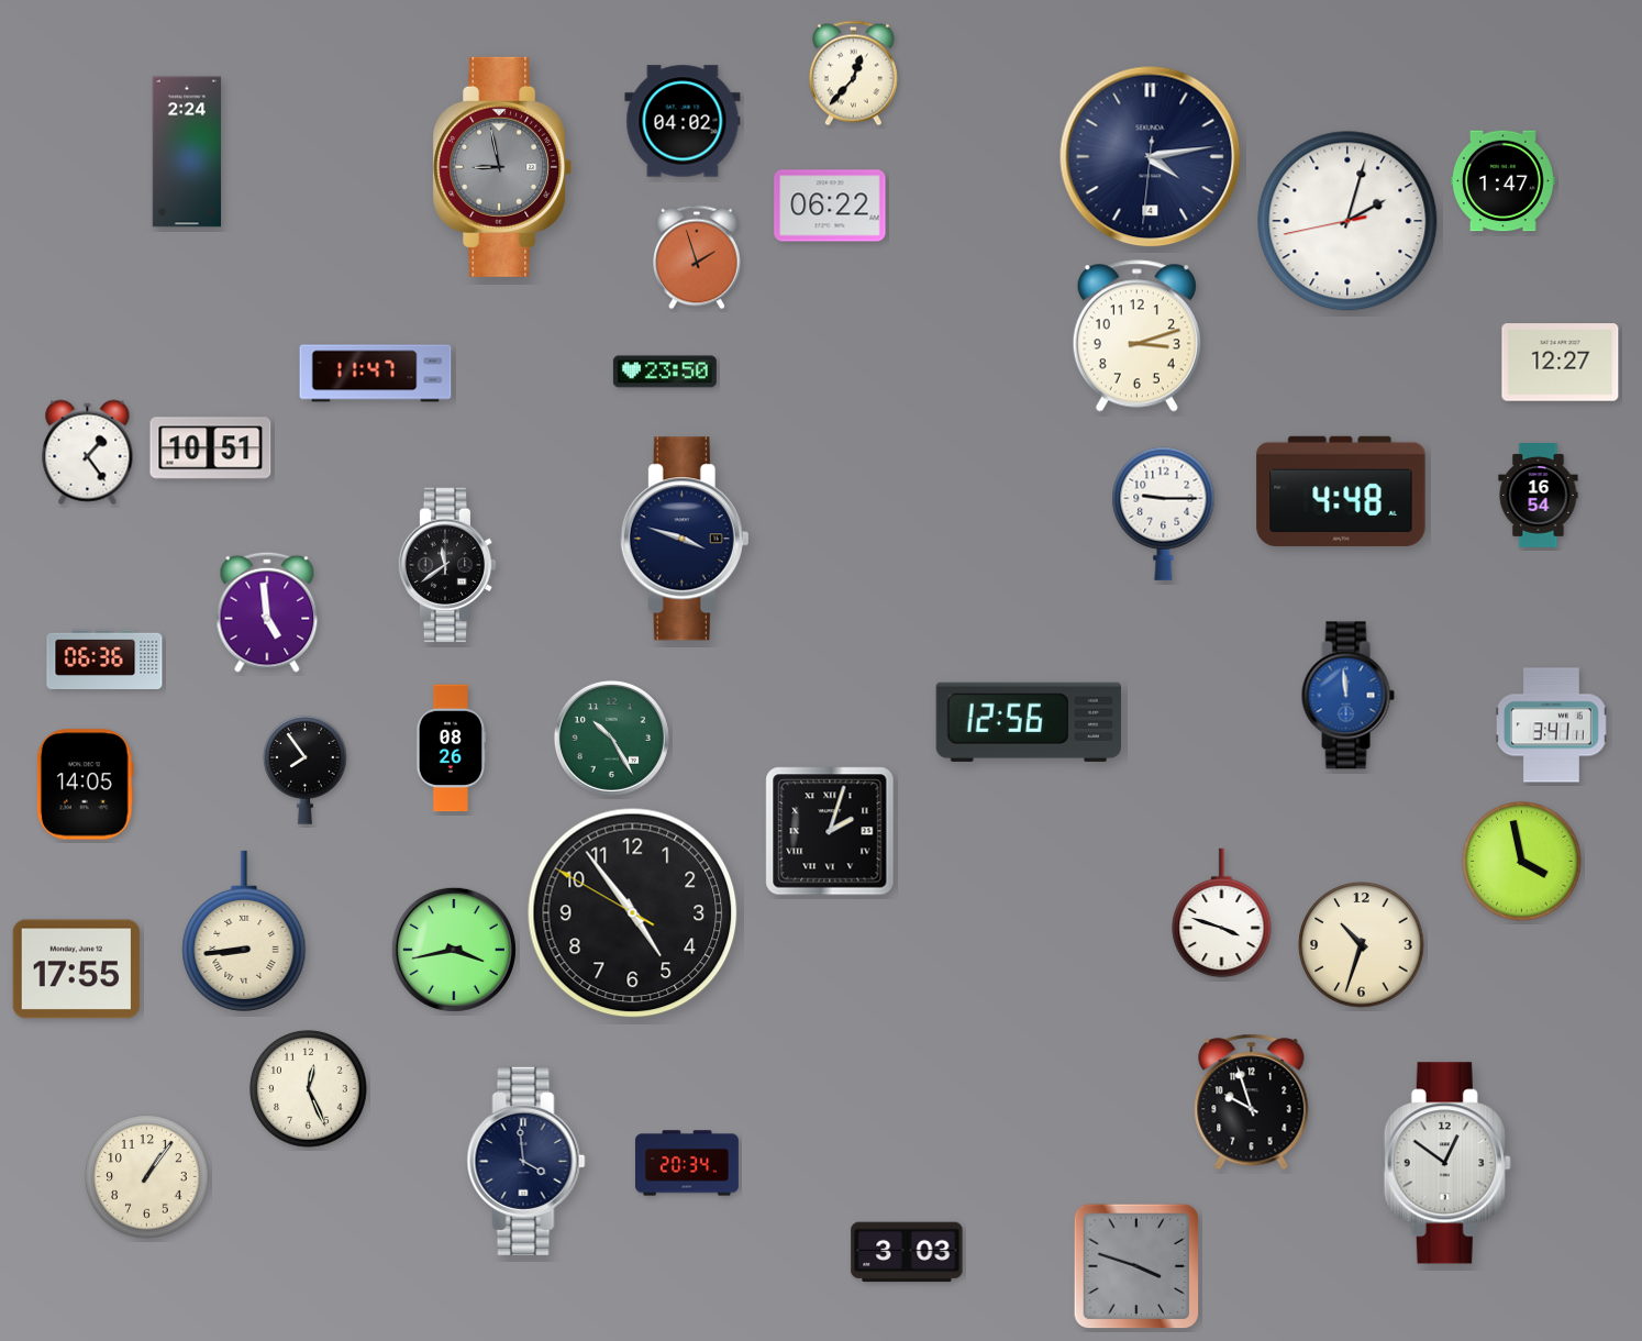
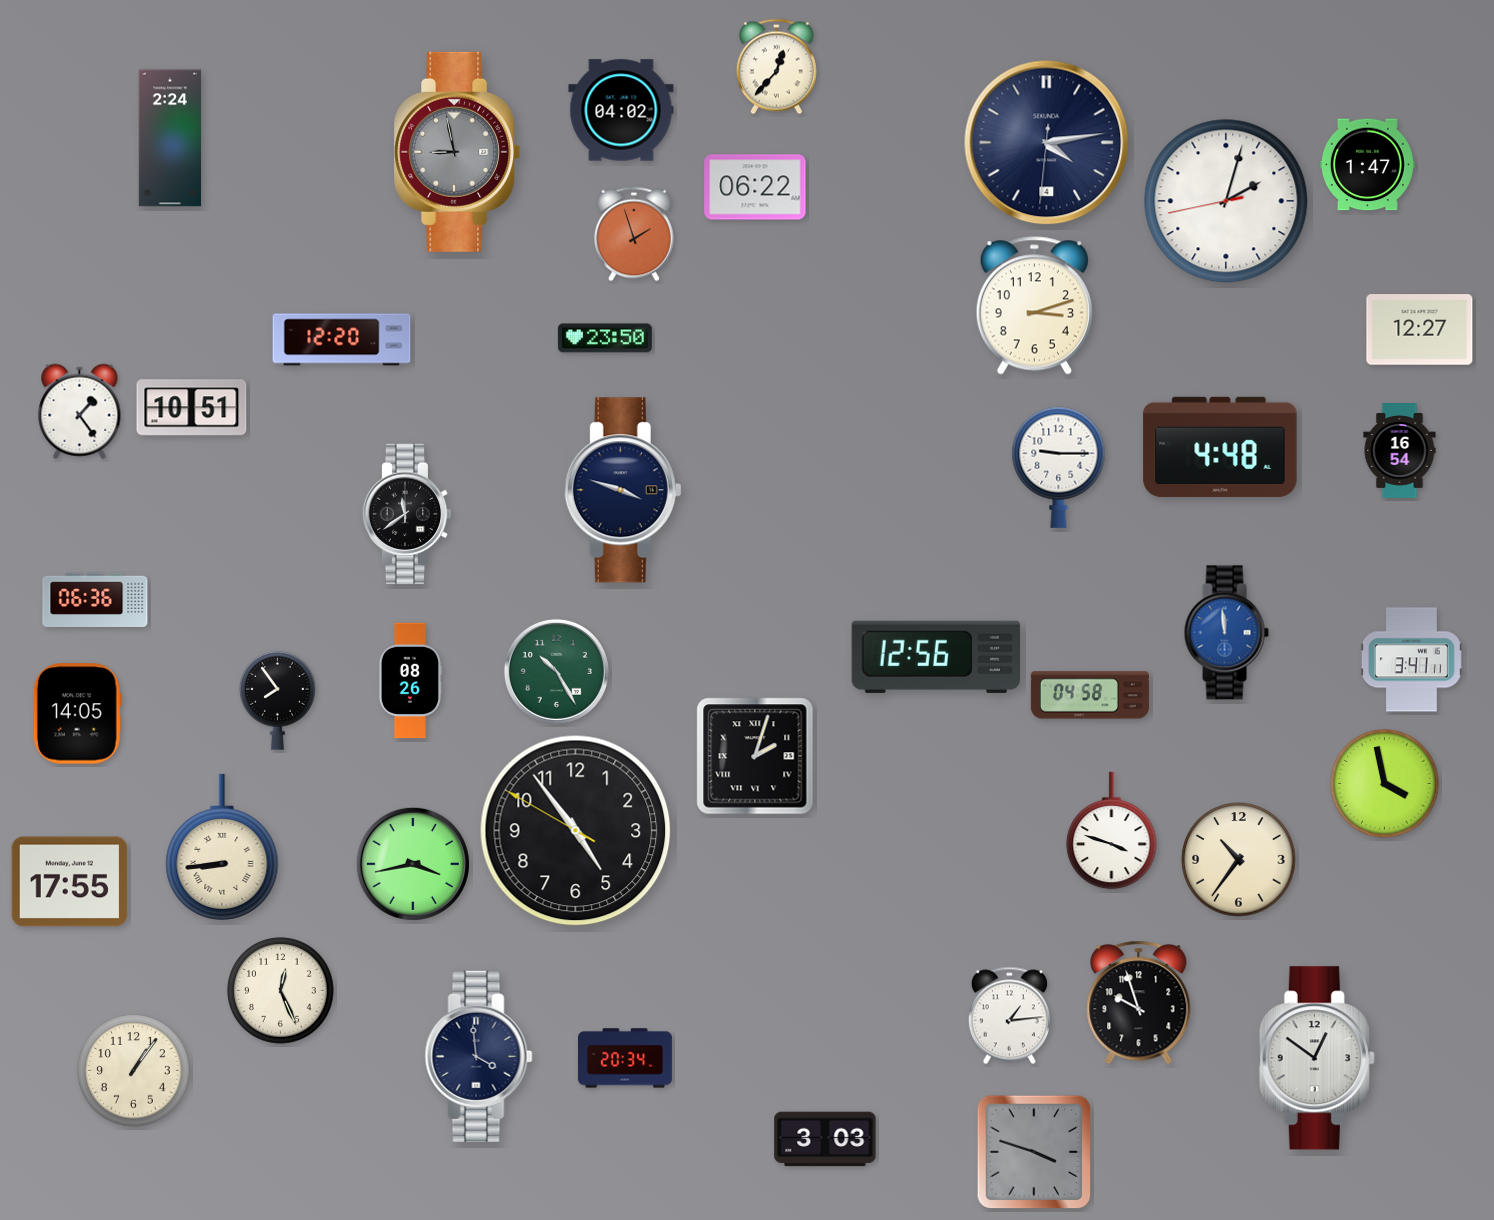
clock at (376, 374): 11:47 -> 12:20
clock at (267, 612): 4:59 -> none
clock at (1090, 695): none -> 04:58
clock at (1362, 945): 10:33 -> 10:36
clock at (1009, 1016): none -> 1:14
